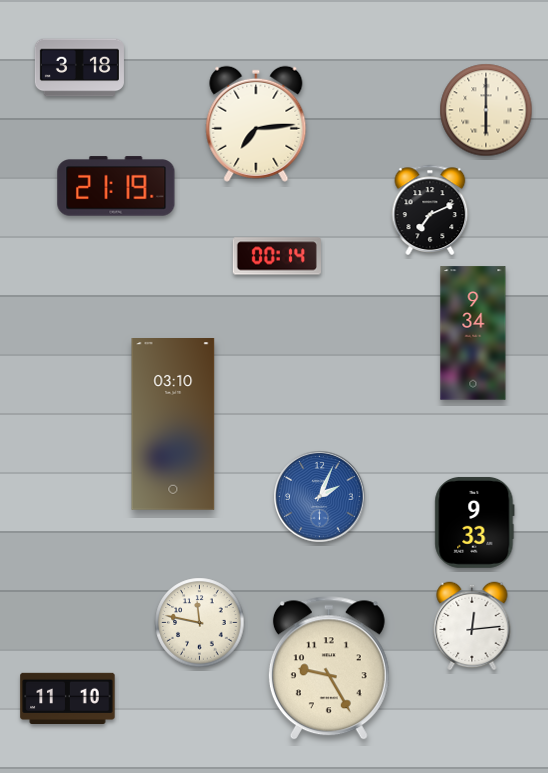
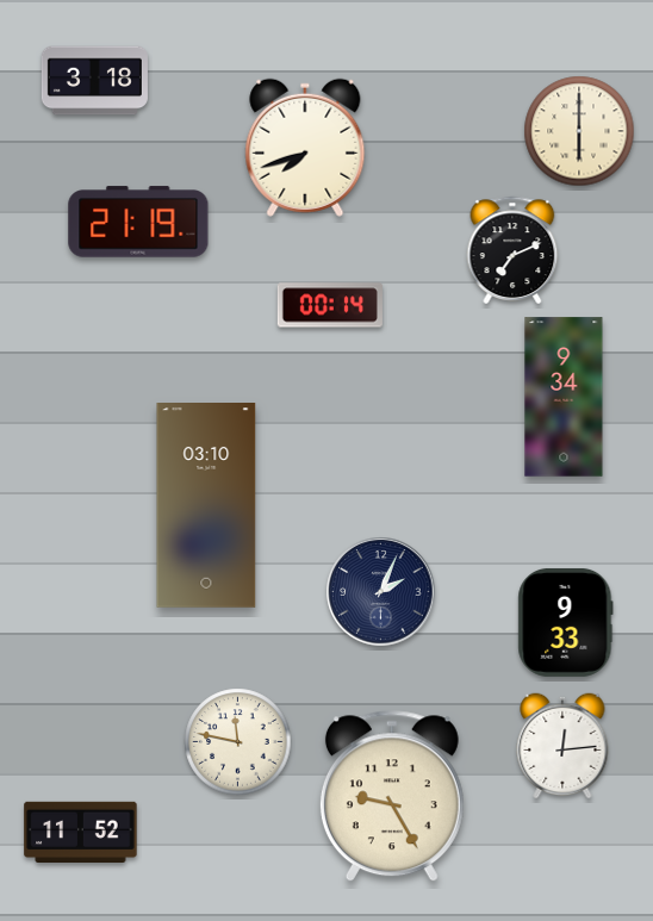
clock at (256, 124): 7:14 -> 7:42
clock at (320, 497) dial: blue -> navy
clock at (68, 699): 11:10 -> 11:52
